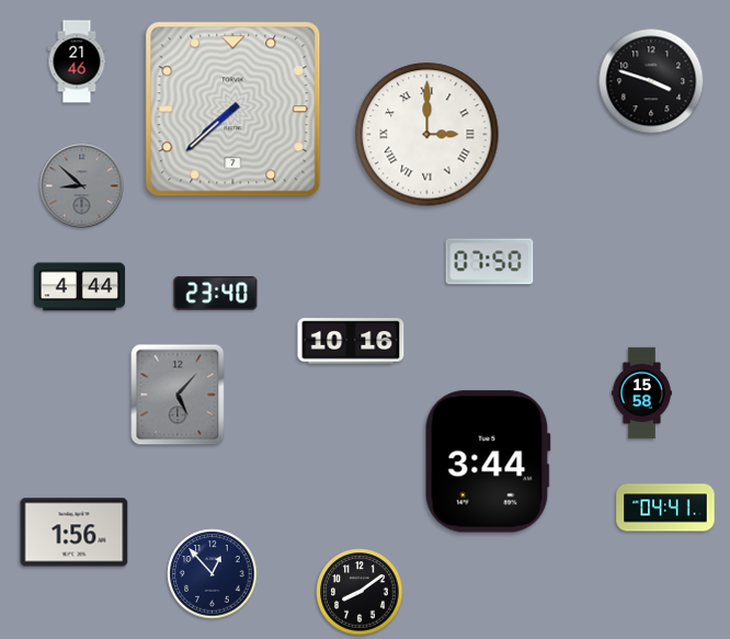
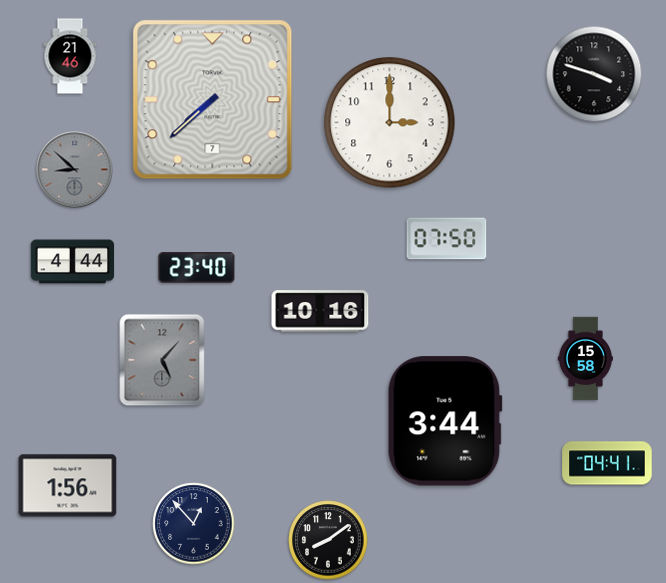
clock at (427, 135) numerals: Roman -> Arabic
